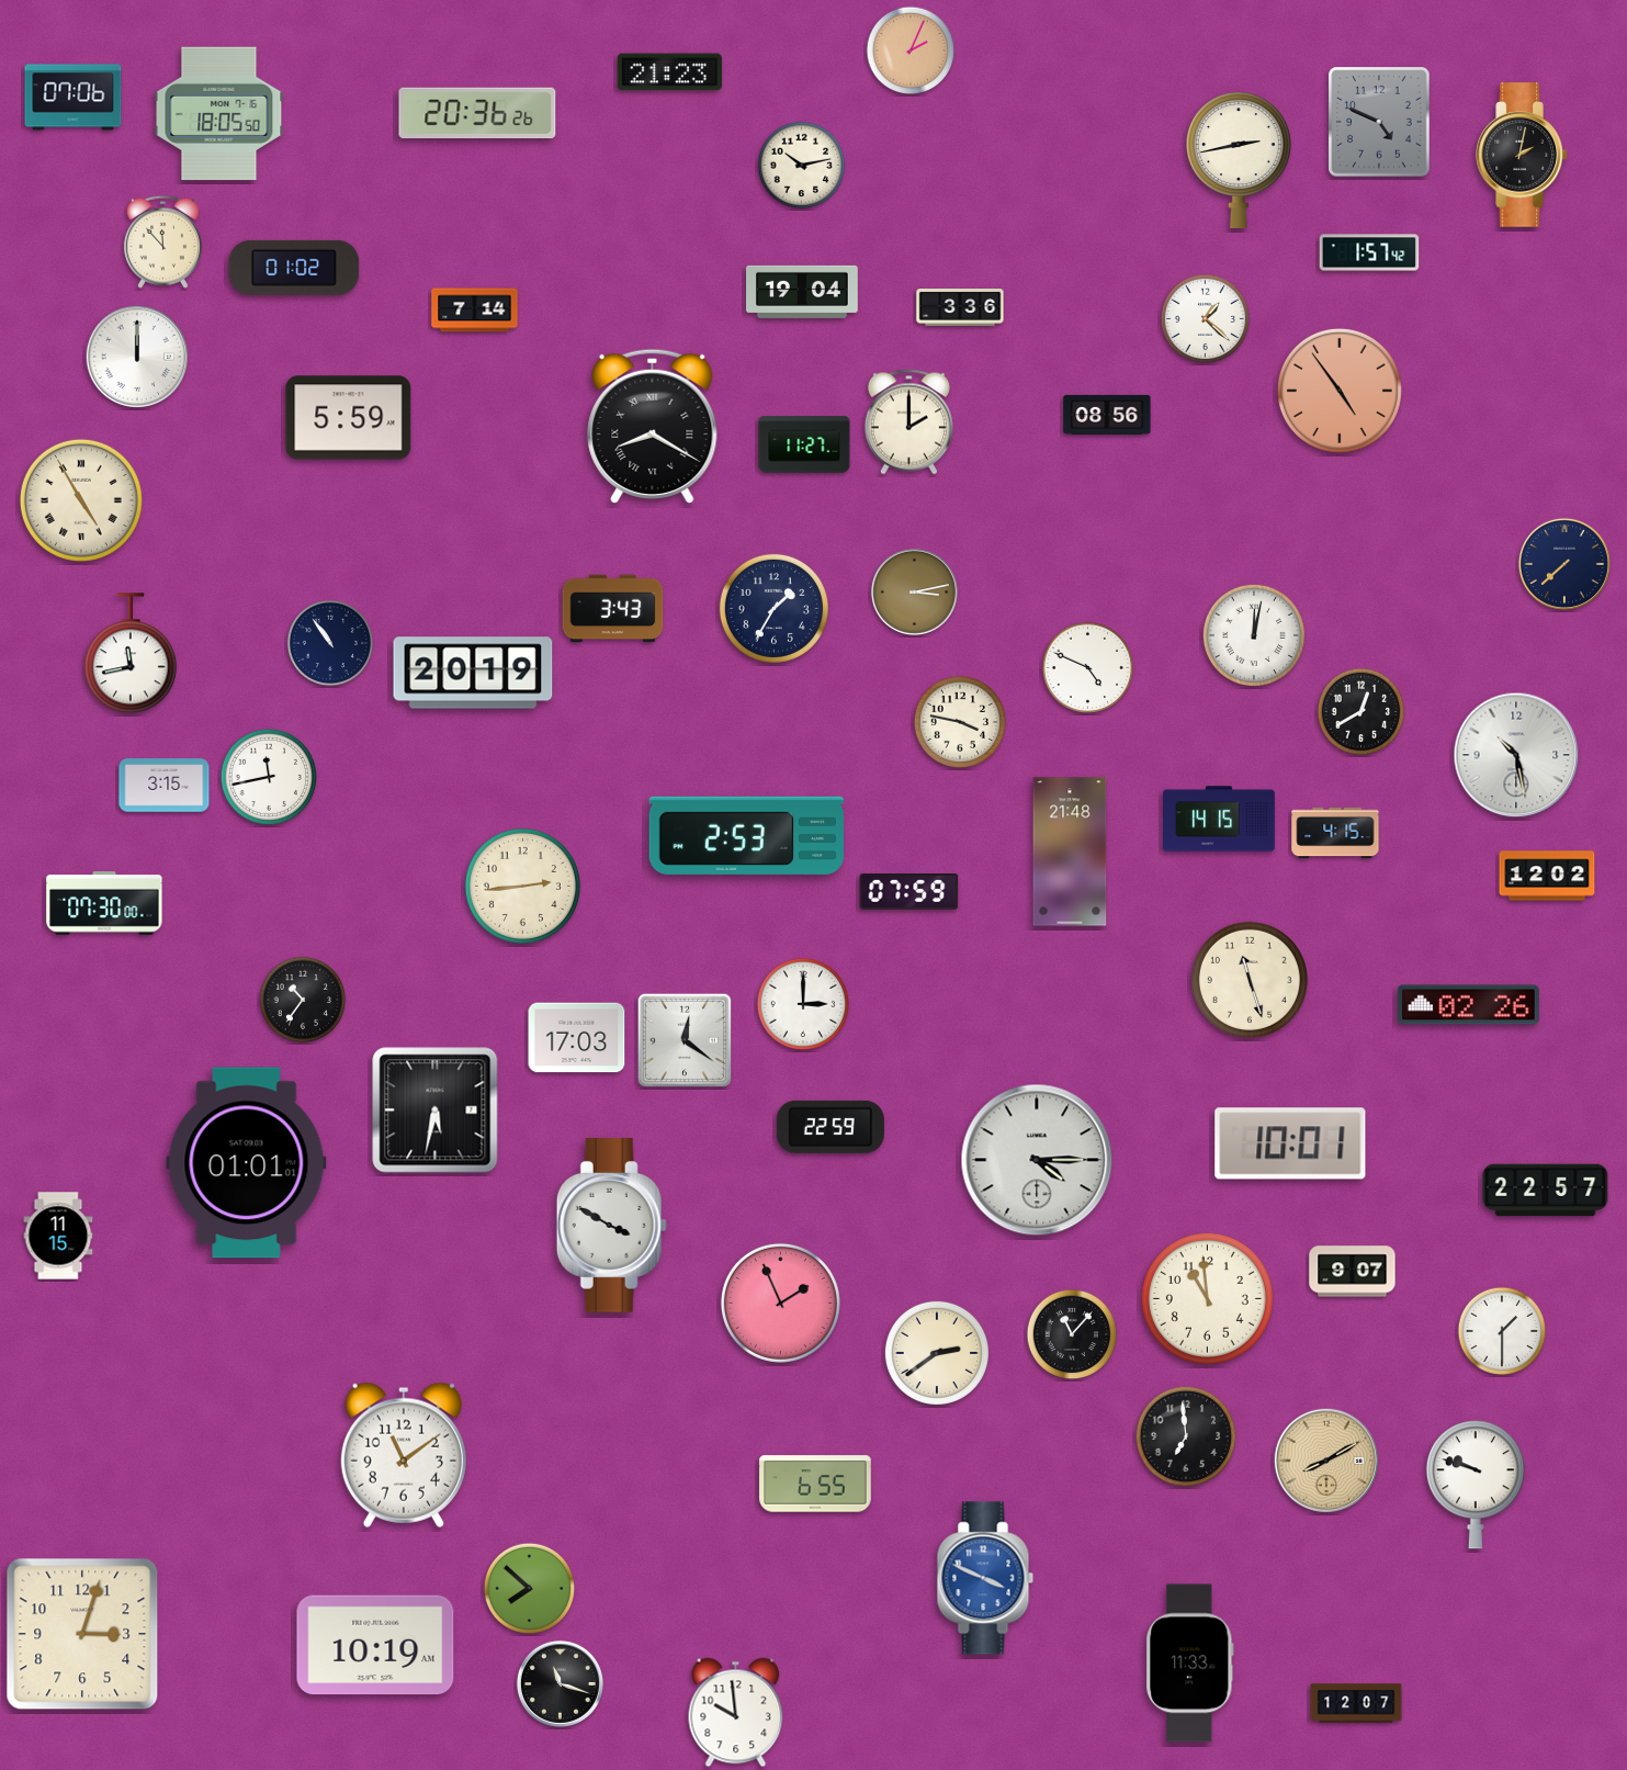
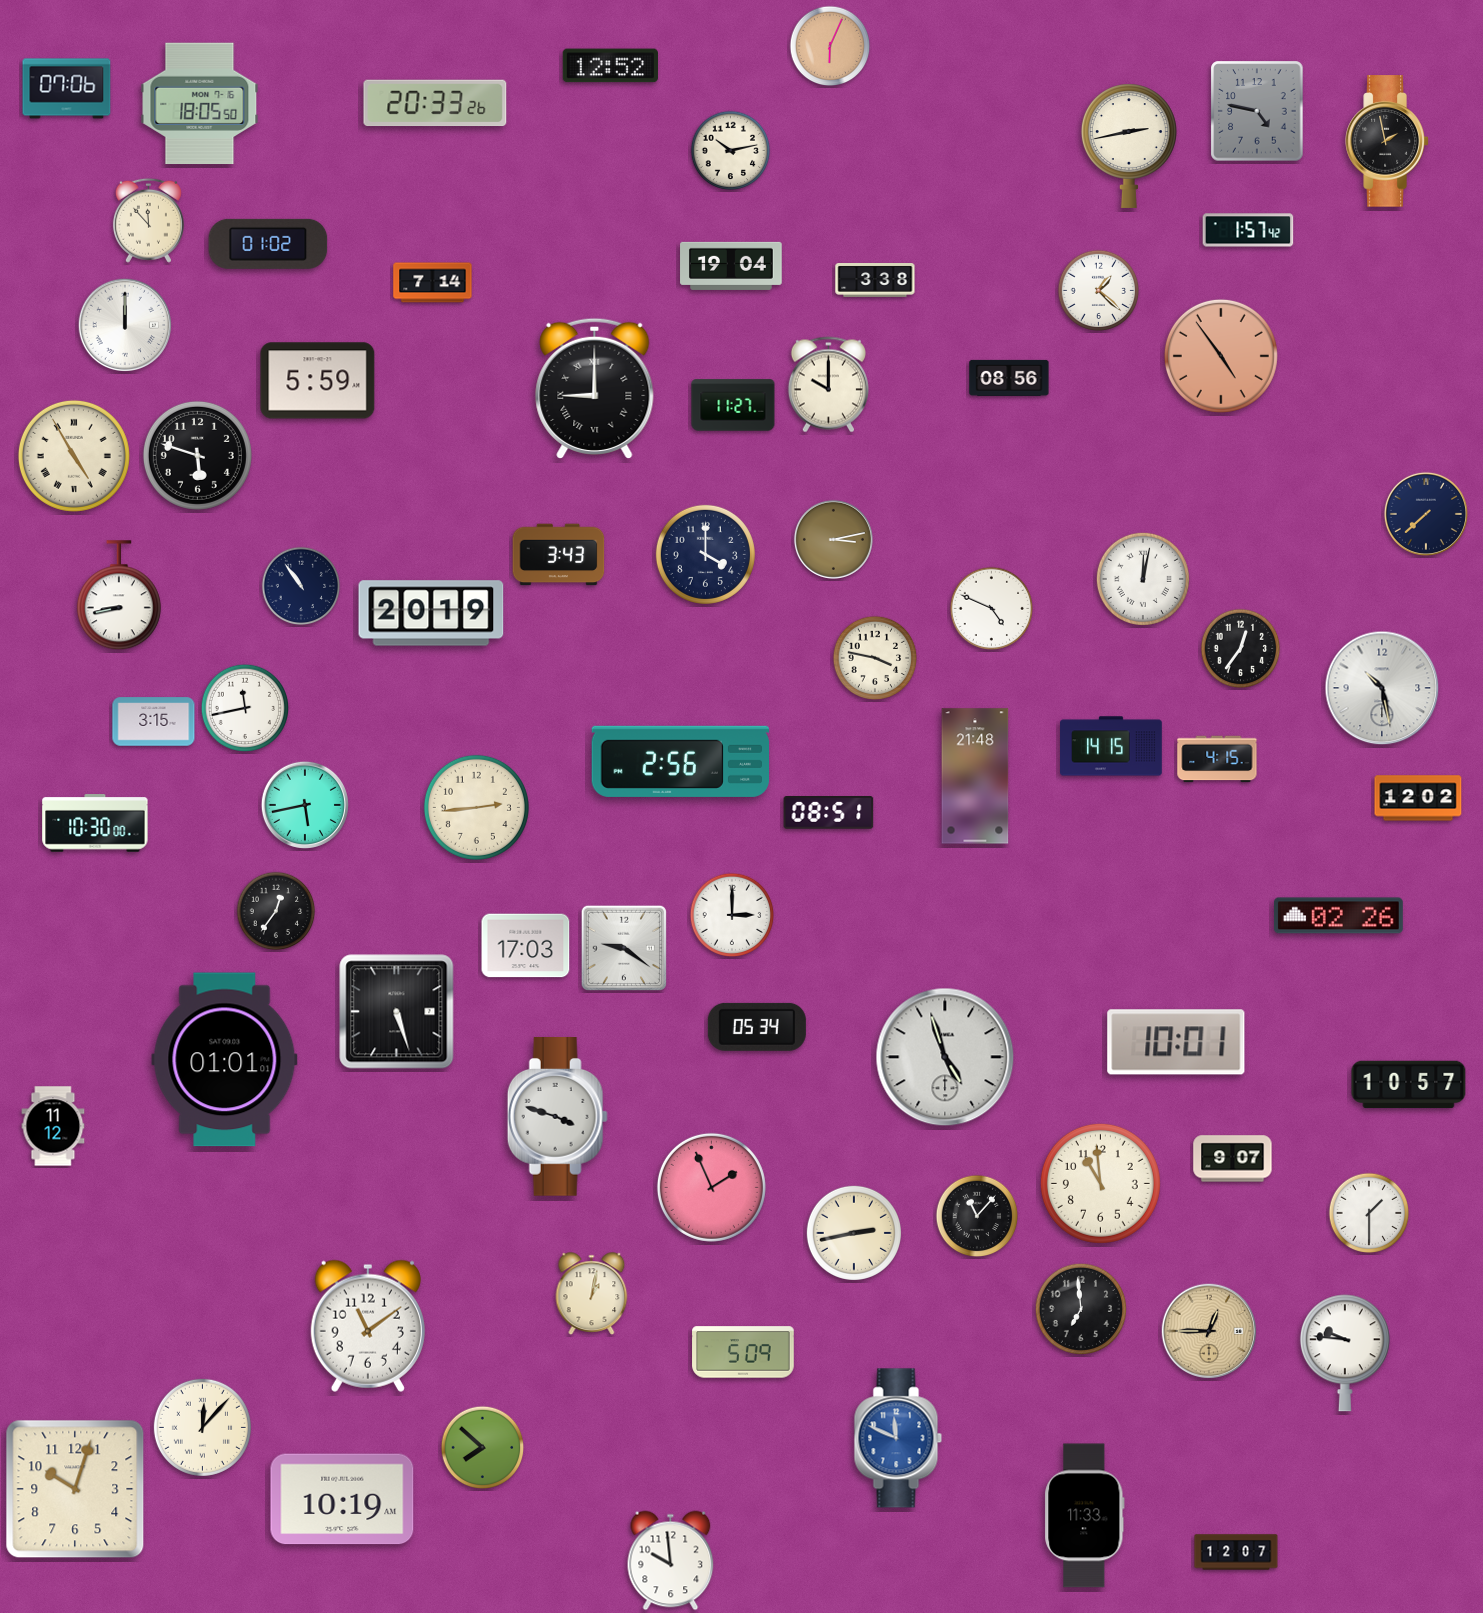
clock at (911, 50): 2:04 -> 6:04
clock at (669, 72): 21:23 -> 12:52
clock at (477, 113): 20:36 -> 20:33
clock at (1379, 122): 4:49 -> 4:47
clock at (1522, 155): 2:02 -> 1:58
clock at (960, 308): 3:36 -> 3:38
clock at (908, 422): 2:00 -> 10:00
clock at (653, 426): 8:20 -> 9:00
clock at (197, 455): none -> 5:48
clock at (773, 608): 1:35 -> 4:00
clock at (131, 654): 11:43 -> 8:43
clock at (1362, 712): 12:40 -> 12:36
clock at (165, 786) position: (165, 786) -> (154, 722)
clock at (747, 835): 2:53 -> 2:56
clock at (1547, 876) position: (1547, 876) -> (1418, 798)
clock at (305, 805): none -> 5:43
clock at (909, 892): 07:59 -> 08:51
clock at (104, 903): 07:30 -> 10:30
clock at (1250, 980): 11:27 -> none
clock at (303, 1000): 10:36 -> 12:36
clock at (683, 1039): 12:21 -> 9:21
clock at (436, 1111): 5:32 -> 5:27
clock at (831, 1127): 22:59 -> 05:34
clock at (1037, 1160): 4:15 -> 4:57
clock at (1546, 1191): 22:57 -> 10:57
clock at (611, 1226): 3:50 -> 3:48
clock at (58, 1236): 11:15 -> 11:12
clock at (937, 1353): 2:39 -> 2:43
clock at (592, 1294): none -> 1:02
clock at (1326, 1461): 8:10 -> 12:45
clock at (815, 1484): 6:55 -> 5:09
clock at (1476, 1485): 9:48 -> 9:46
clock at (202, 1427): none -> 12:07
clock at (985, 1578): 3:49 -> 11:49
clock at (82, 1634): 3:03 -> 10:03
clock at (560, 1683): 11:18 -> none
